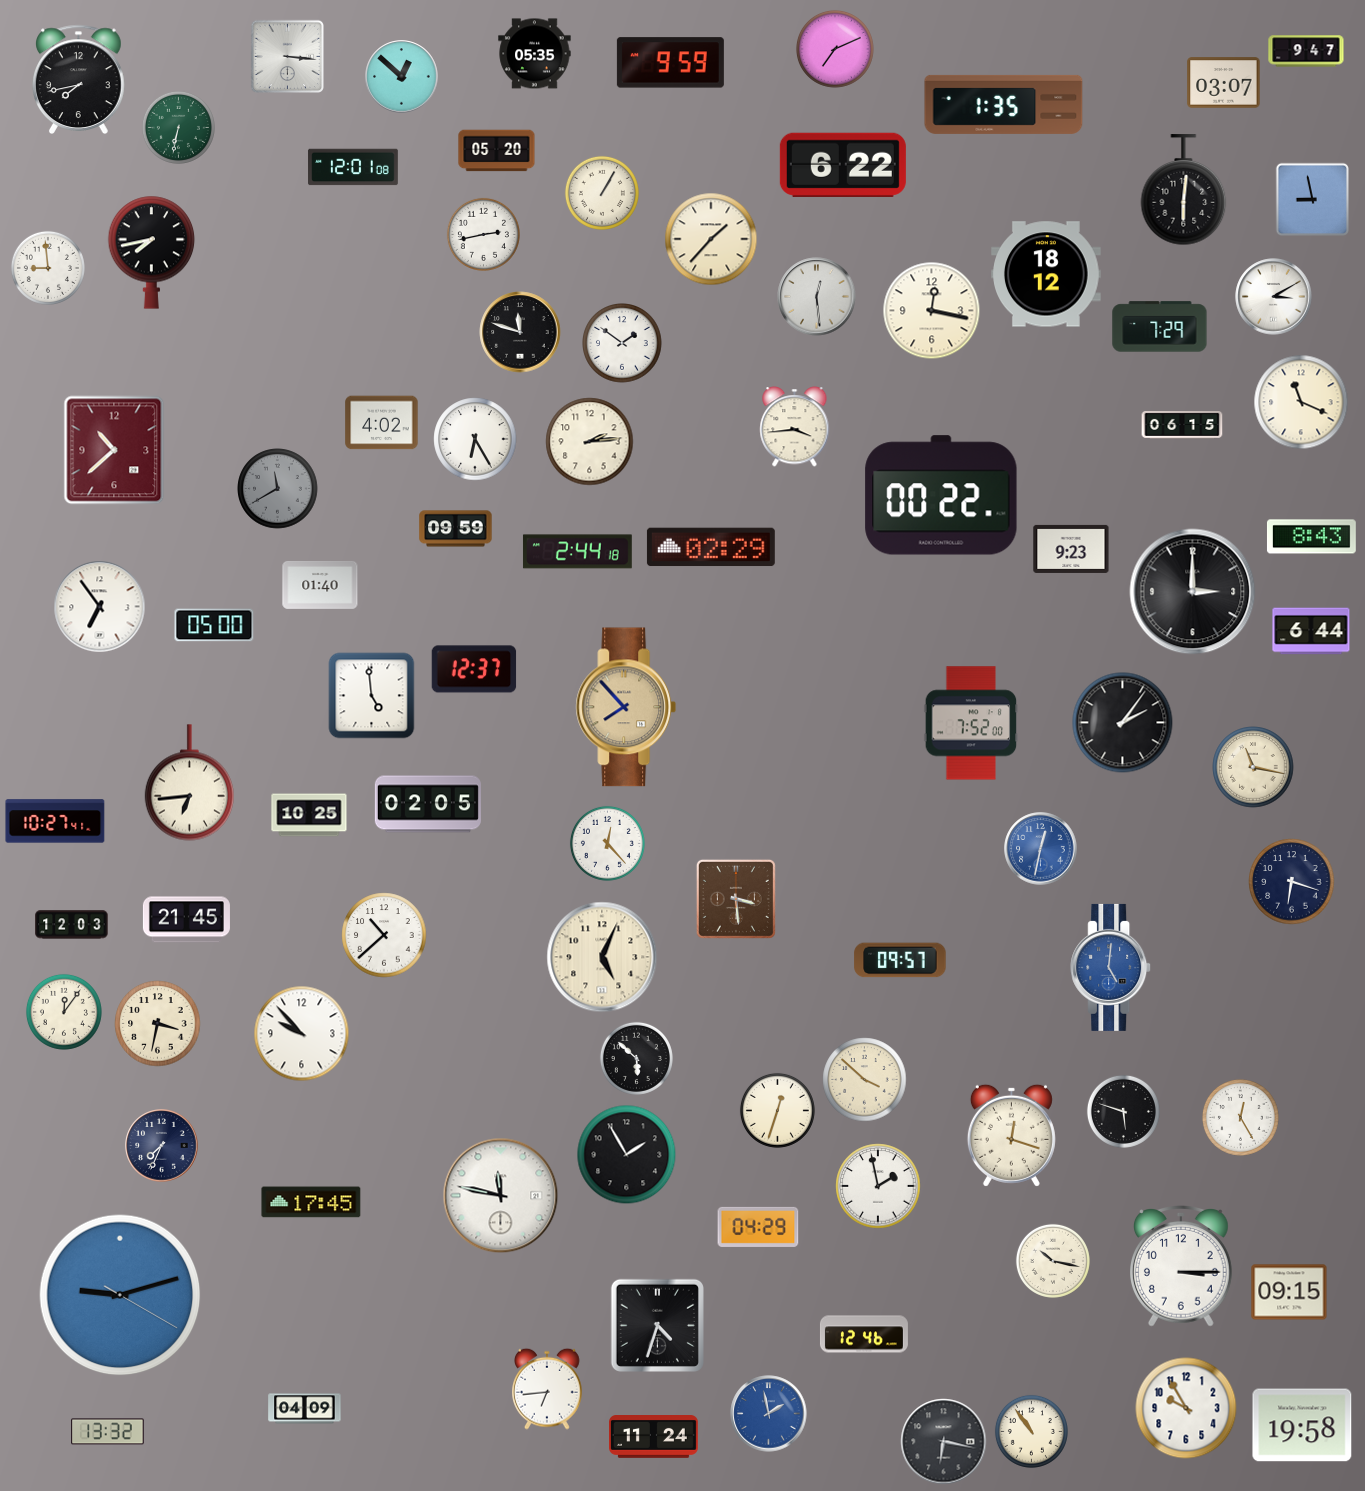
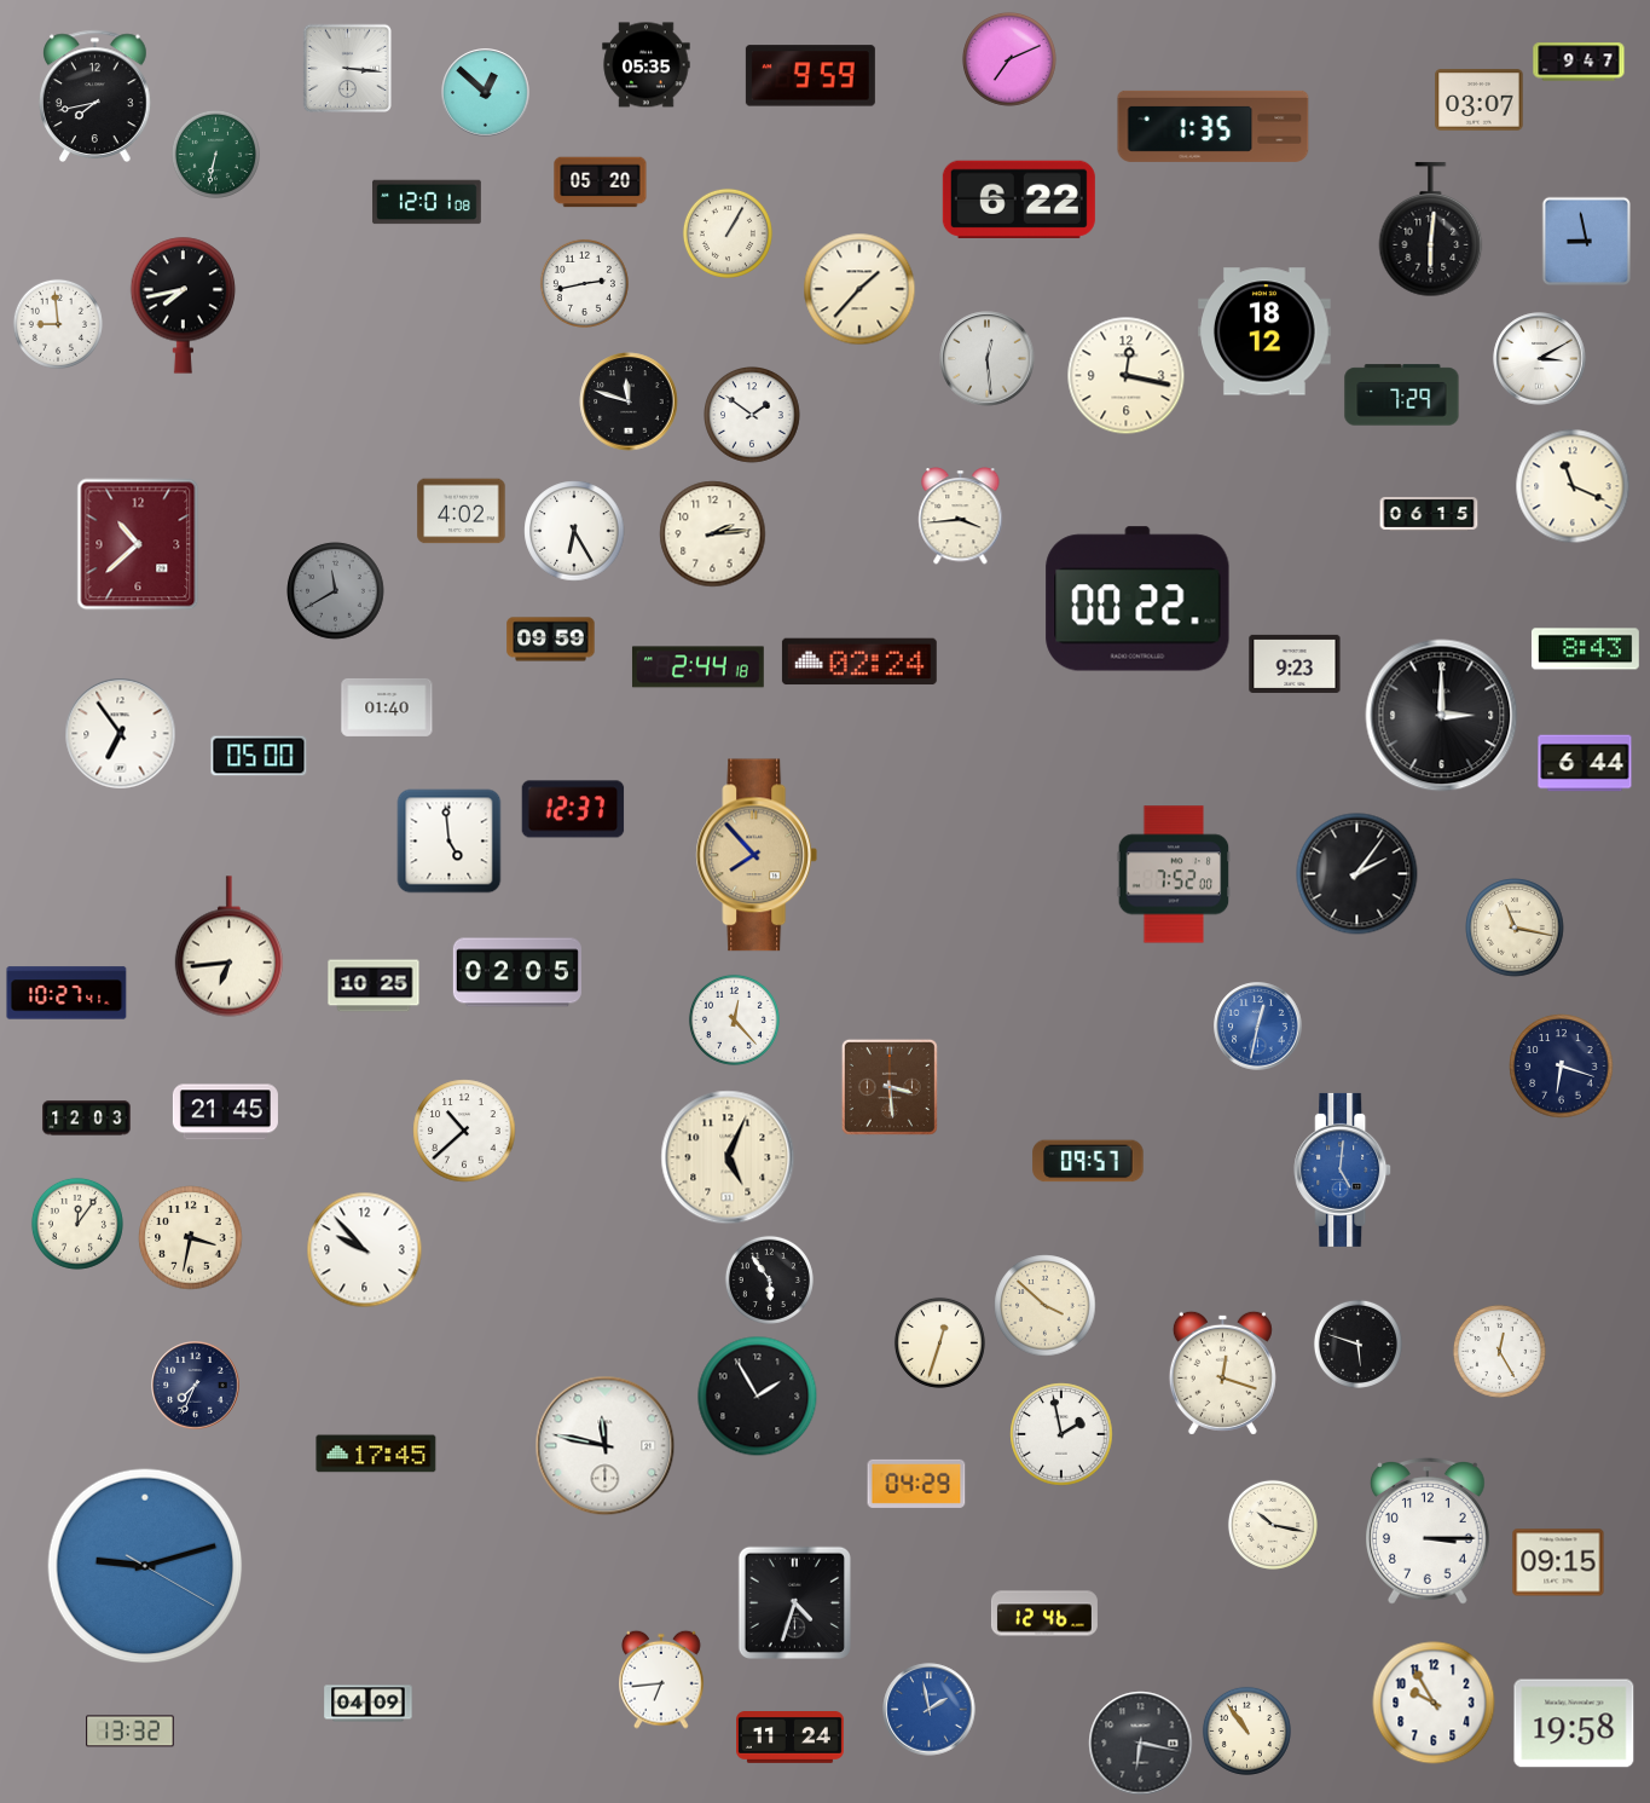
clock at (711, 547): 02:29 -> 02:24
clock at (636, 1058): 5:52 -> 5:54
